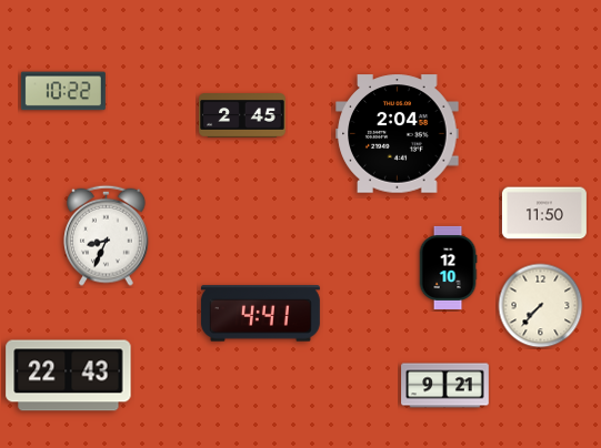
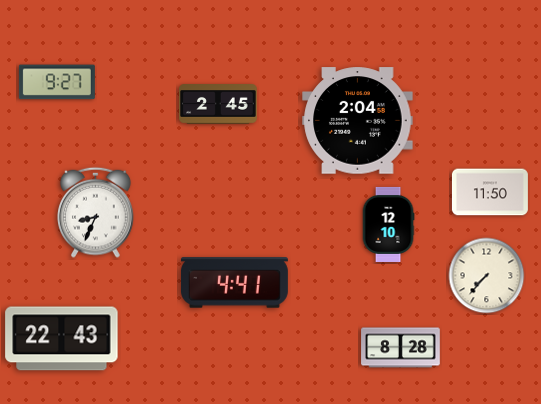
clock at (63, 91): 10:22 -> 9:27
clock at (448, 267) position: (448, 267) -> (388, 224)
clock at (445, 386): 9:21 -> 8:28
